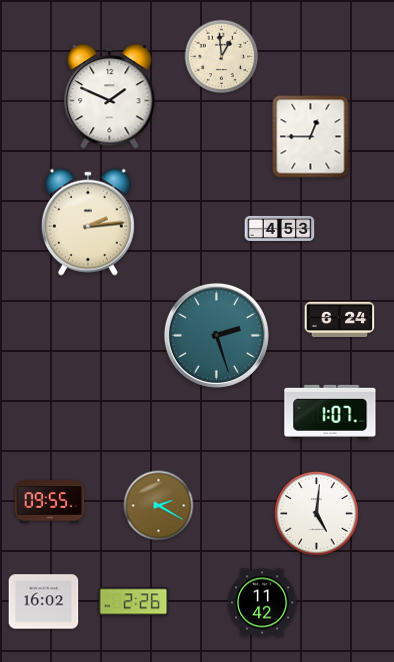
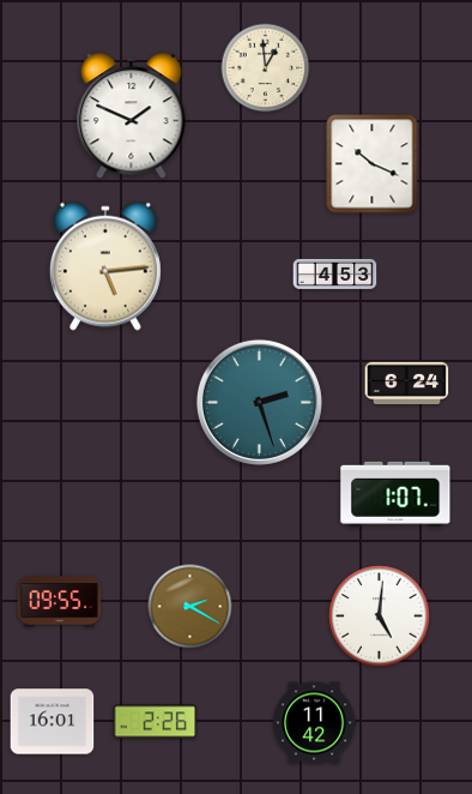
clock at (311, 137): 12:45 -> 10:19
clock at (88, 222): 2:14 -> 5:14
clock at (44, 602): 16:02 -> 16:01
clock at (134, 602) position: (134, 602) -> (156, 722)
